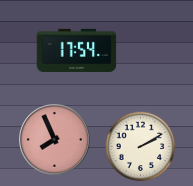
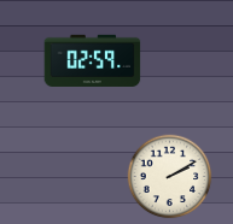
clock at (77, 50): 17:54 -> 02:59
clock at (55, 140): 7:56 -> none
